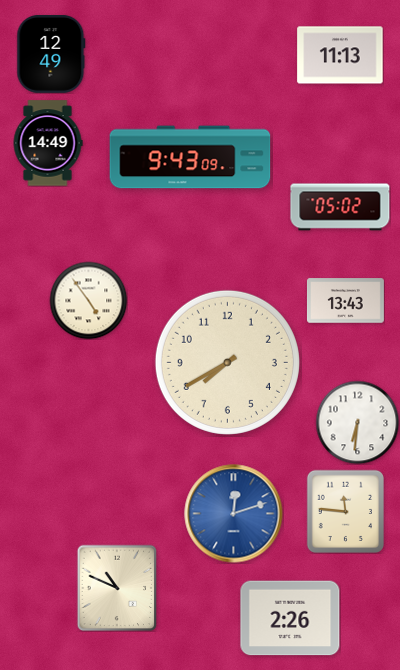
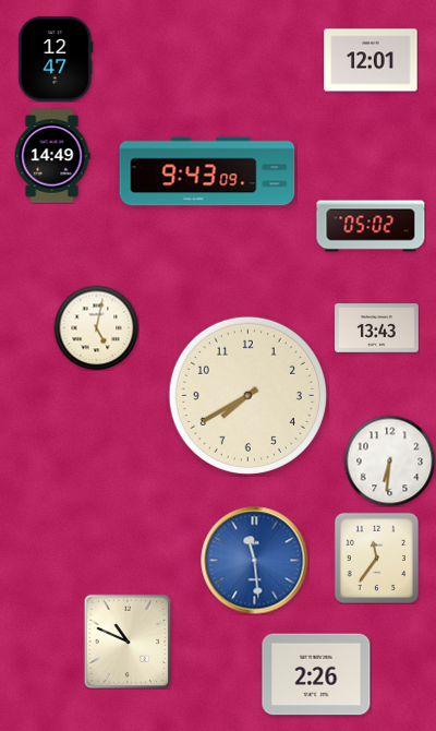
clock at (51, 54): 12:49 -> 12:47
clock at (340, 55): 11:13 -> 12:01
clock at (88, 300): 4:54 -> 5:02
clock at (345, 511): 11:46 -> 11:36
clock at (234, 514): 12:12 -> 11:29
